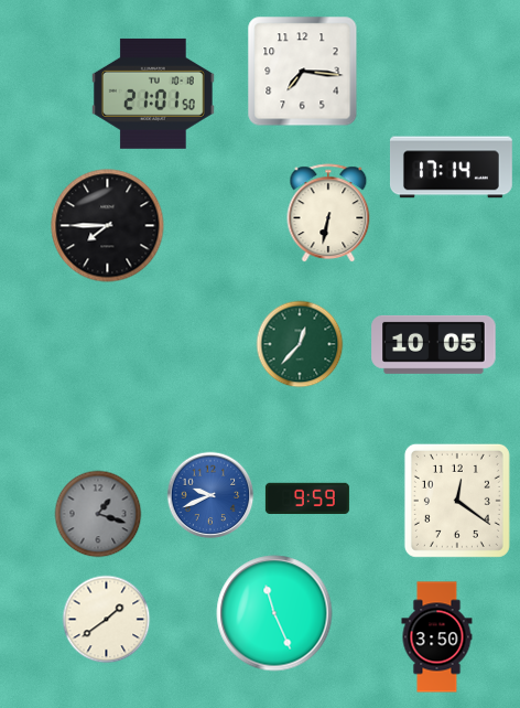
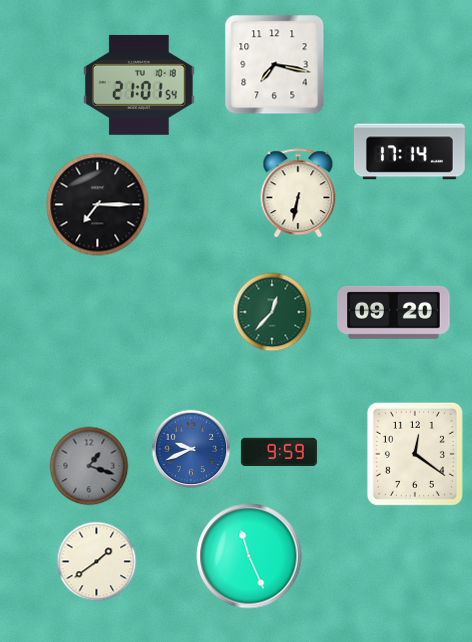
clock at (303, 72): 7:16 -> 7:17
clock at (154, 94): 21:01:50 -> 21:01:54
clock at (108, 226): 7:45 -> 7:15
clock at (434, 344): 10:05 -> 09:20
clock at (437, 637): 3:50 -> none
